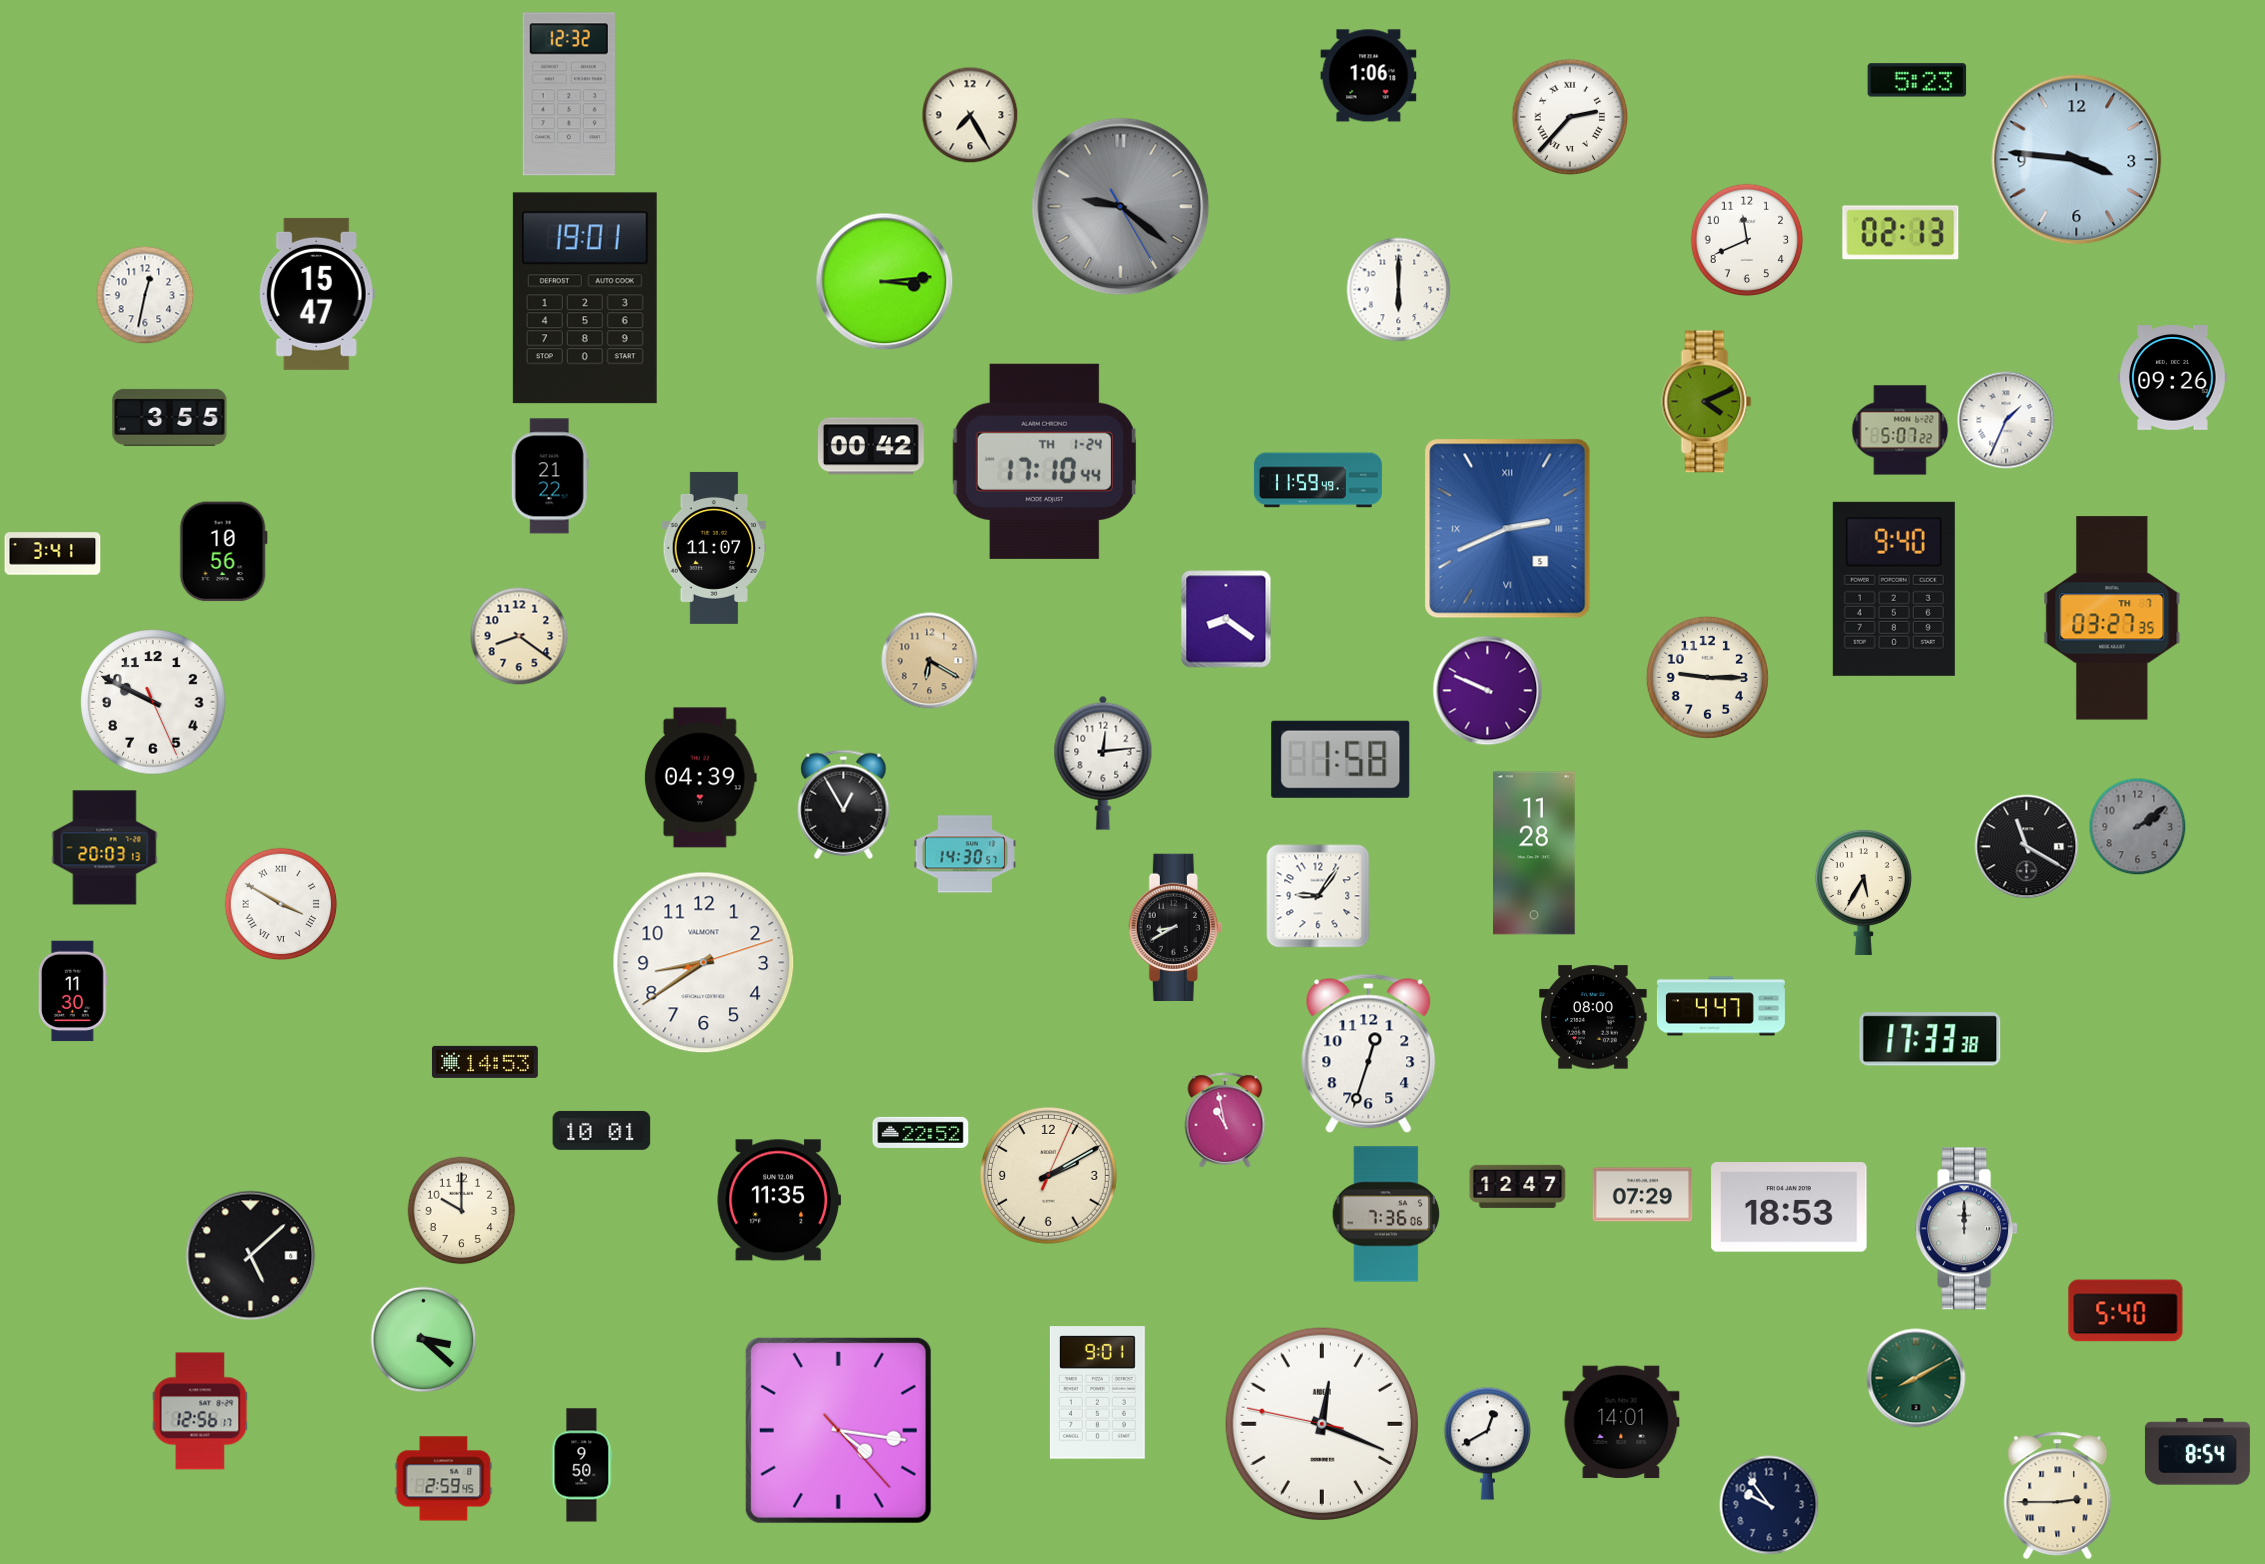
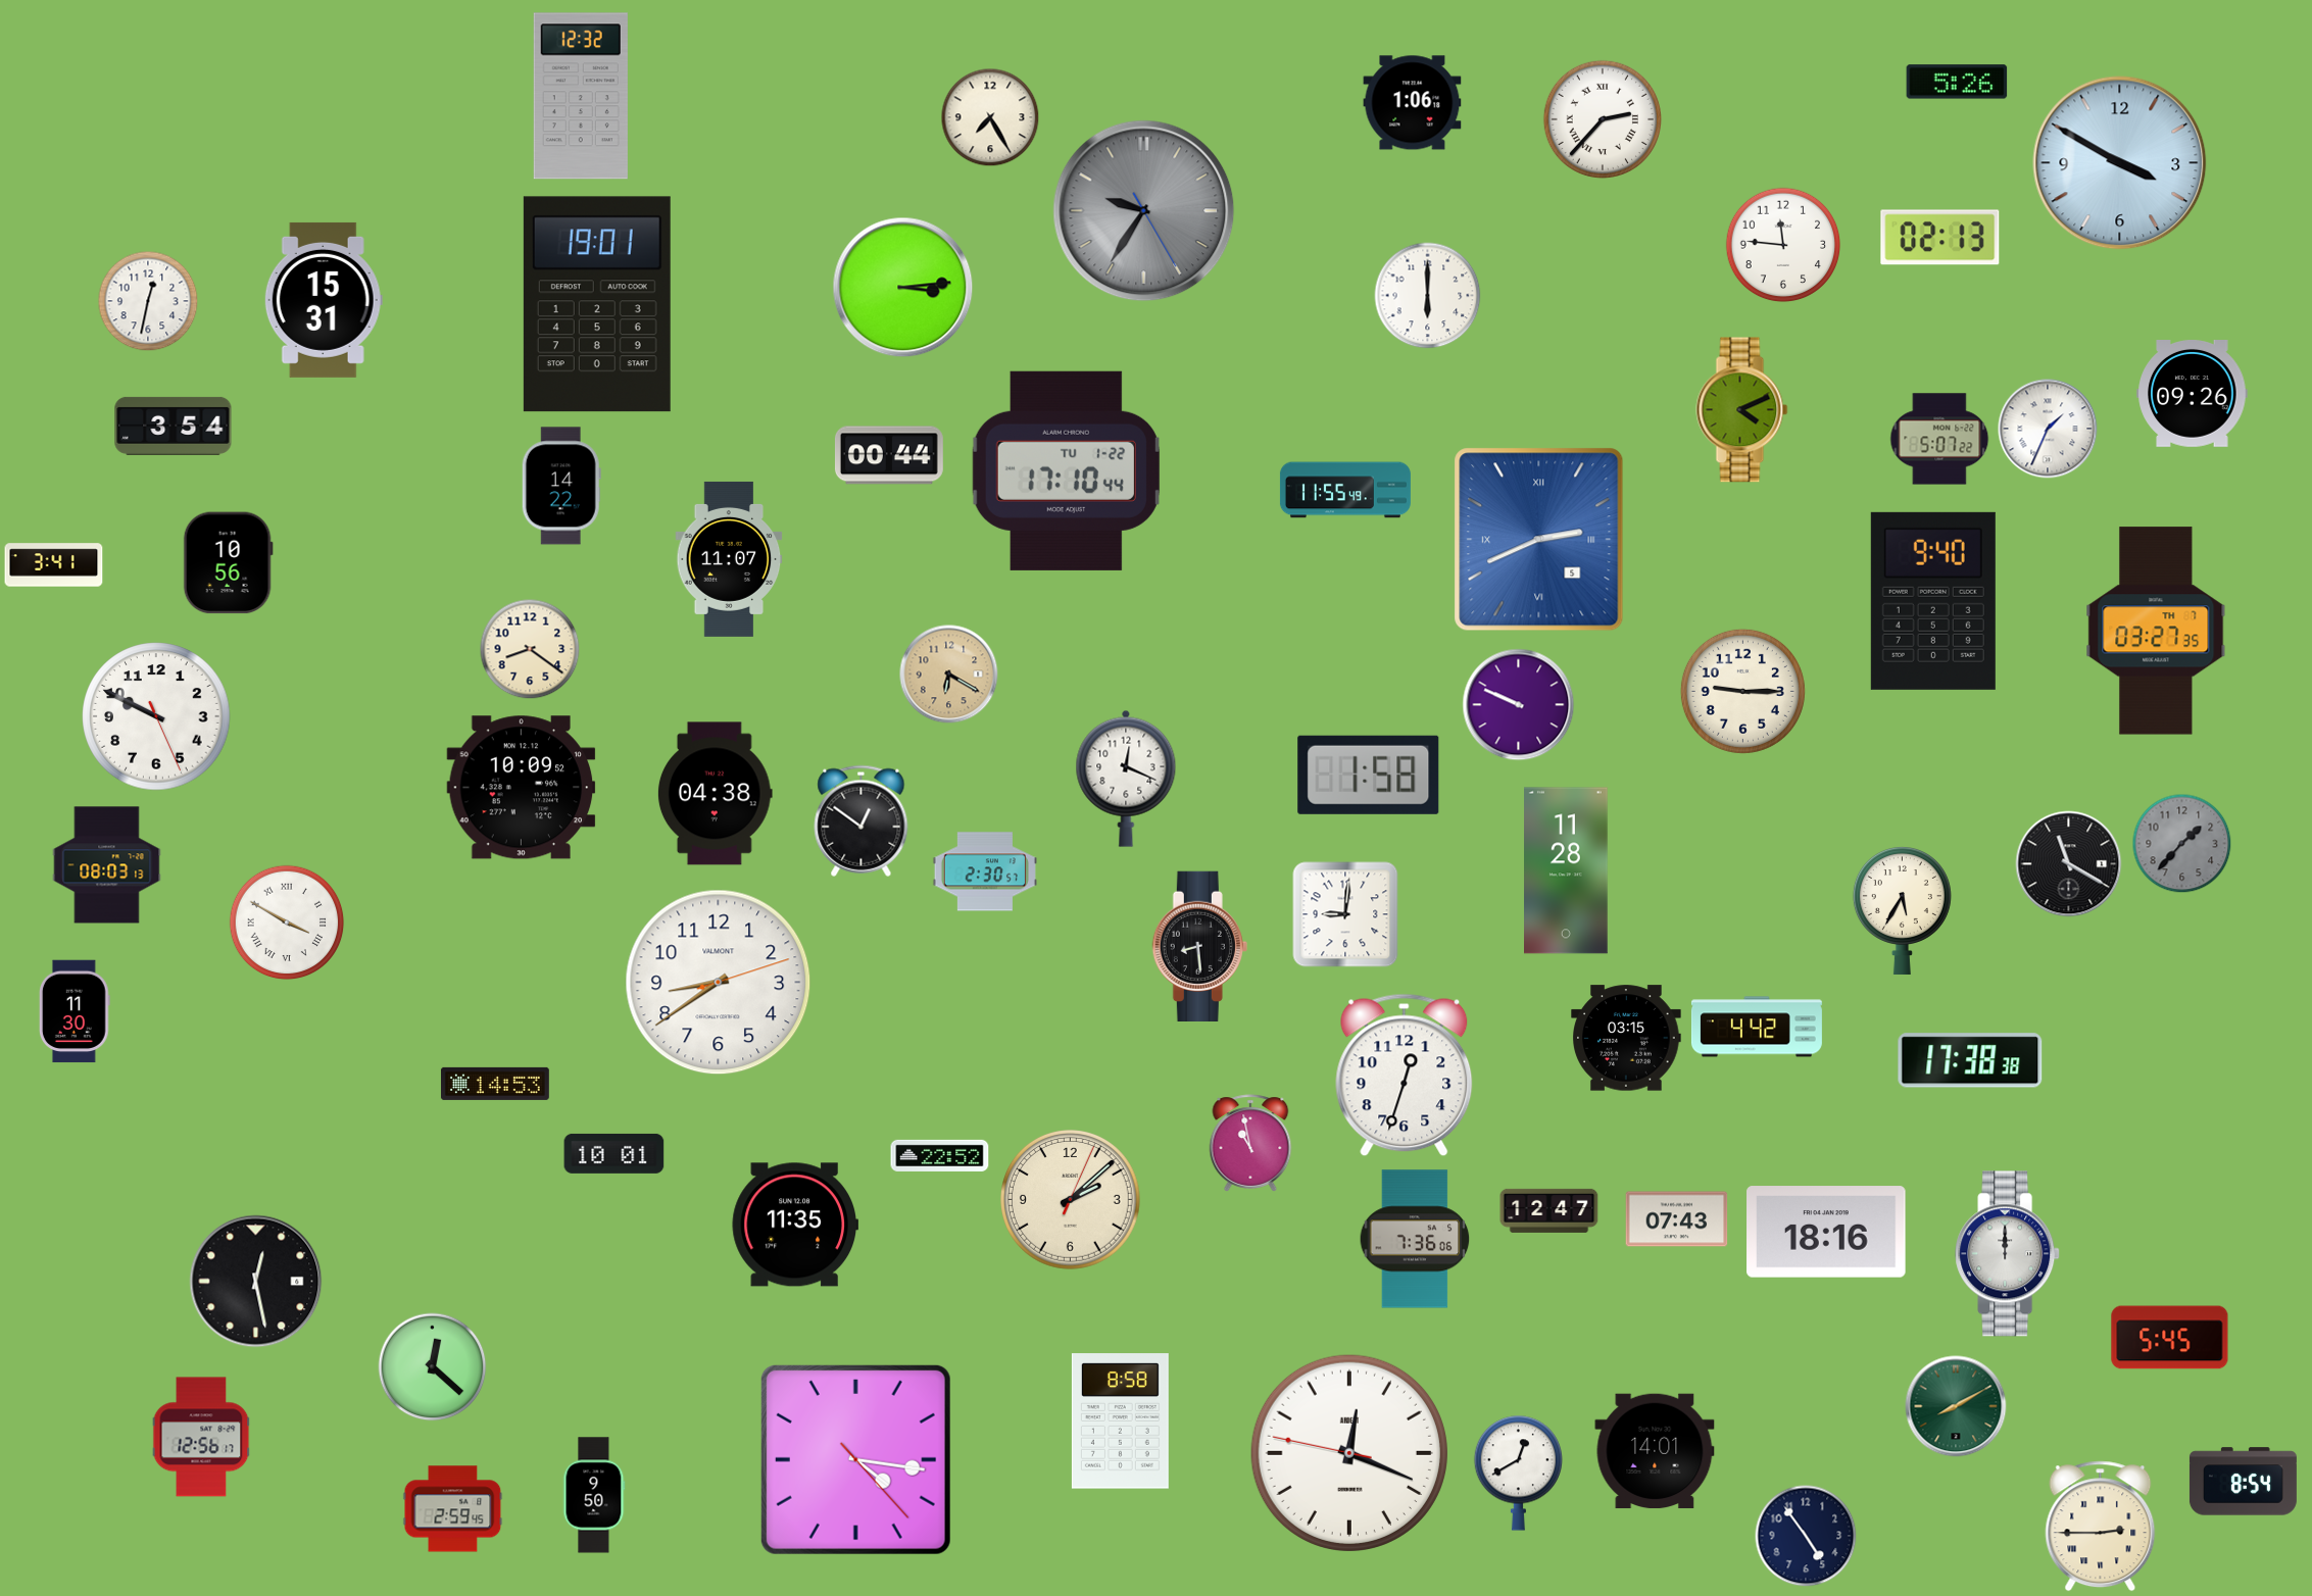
clock at (1369, 76) position: (1369, 76) -> (1413, 103)
clock at (1917, 80): 5:23 -> 5:26
clock at (2077, 160): 3:46 -> 3:50
clock at (1121, 207): 9:21 -> 9:35
clock at (1747, 240): 11:41 -> 11:46
clock at (317, 294): 15:47 -> 15:31
clock at (2173, 378) position: (2173, 378) -> (2193, 394)
clock at (170, 417): 3:55 -> 3:54
clock at (871, 446): 00:42 -> 00:44
clock at (1044, 461) date: TH 1-24 -> TU 1-22
clock at (550, 476): 21:22 -> 14:22
clock at (1318, 480): 11:59 -> 11:55
clock at (1226, 619): 8:21 -> none
clock at (1103, 763): 12:14 -> 12:19
clock at (522, 788): none -> 10:09
clock at (700, 778): 04:39 -> 04:38
clock at (844, 804): 12:55 -> 12:51
clock at (2138, 827): 2:09 -> 1:37
clock at (105, 848): 20:03 -> 08:03
clock at (965, 854): 14:30 -> 2:30
clock at (1318, 896): 9:06 -> 9:01
clock at (1175, 927): 8:40 -> 8:29
clock at (1721, 1006): 4:47 -> 4:42
clock at (1593, 1017): 08:00 -> 03:15
clock at (1930, 1039): 17:33 -> 17:38
clock at (1369, 1054) position: (1369, 1054) -> (1405, 1076)
clock at (1049, 1176): 2:10 -> 2:08
clock at (1643, 1195): 07:29 -> 07:43
clock at (1789, 1207): 18:53 -> 18:16
clock at (462, 1211): 10:00 -> none
clock at (251, 1256): 5:08 -> 12:28
clock at (2126, 1311): 5:40 -> 5:45
clock at (424, 1340): 3:22 -> 12:22
clock at (1097, 1393): 9:01 -> 8:58
clock at (200, 1411) position: (200, 1411) -> (201, 1437)
clock at (1769, 1505): 9:54 -> 4:54
